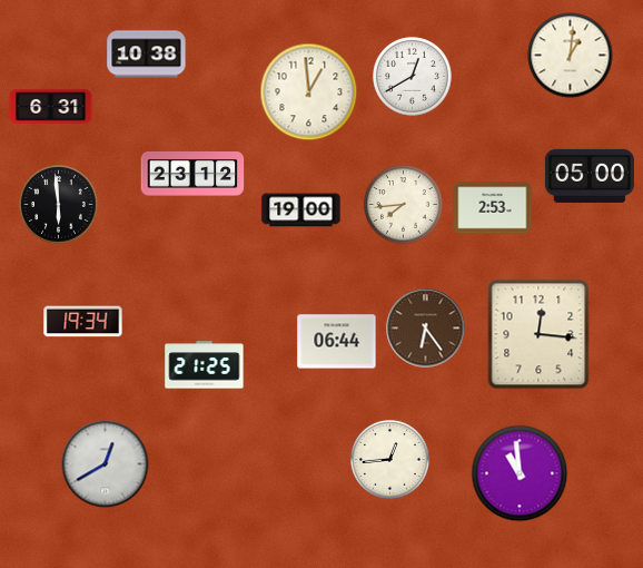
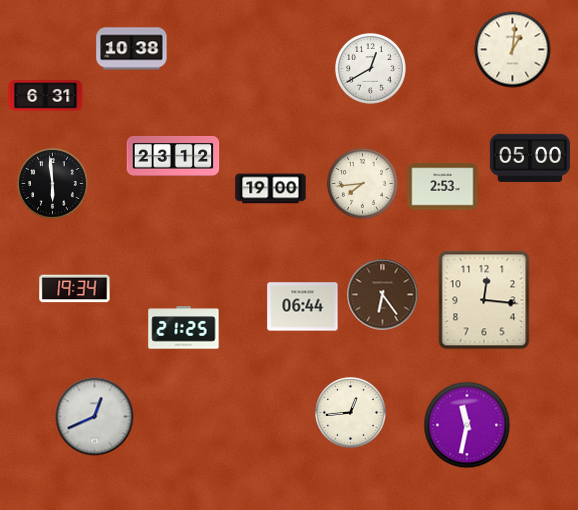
clock at (309, 92): 12:59 -> none
clock at (106, 464): 12:40 -> 12:41
clock at (520, 473): 10:59 -> 11:32
